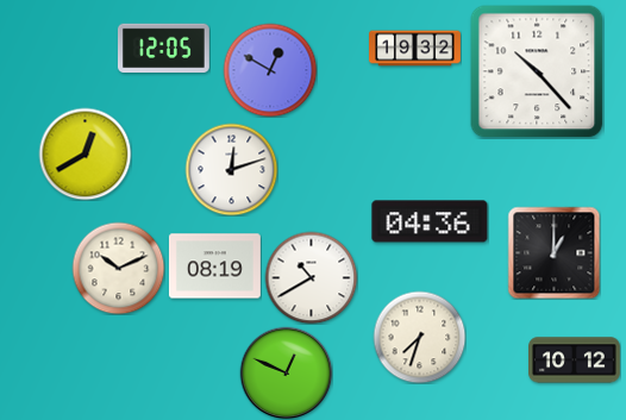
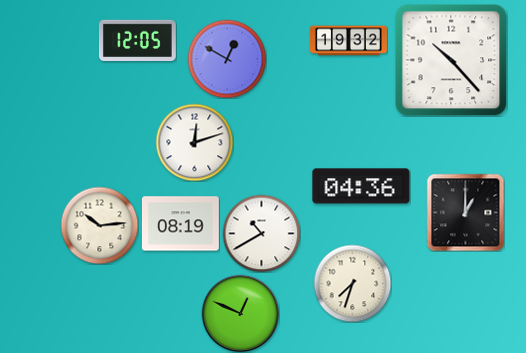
clock at (84, 153): 12:40 -> none
clock at (118, 268): 10:11 -> 10:14
clock at (575, 361): 10:12 -> none
